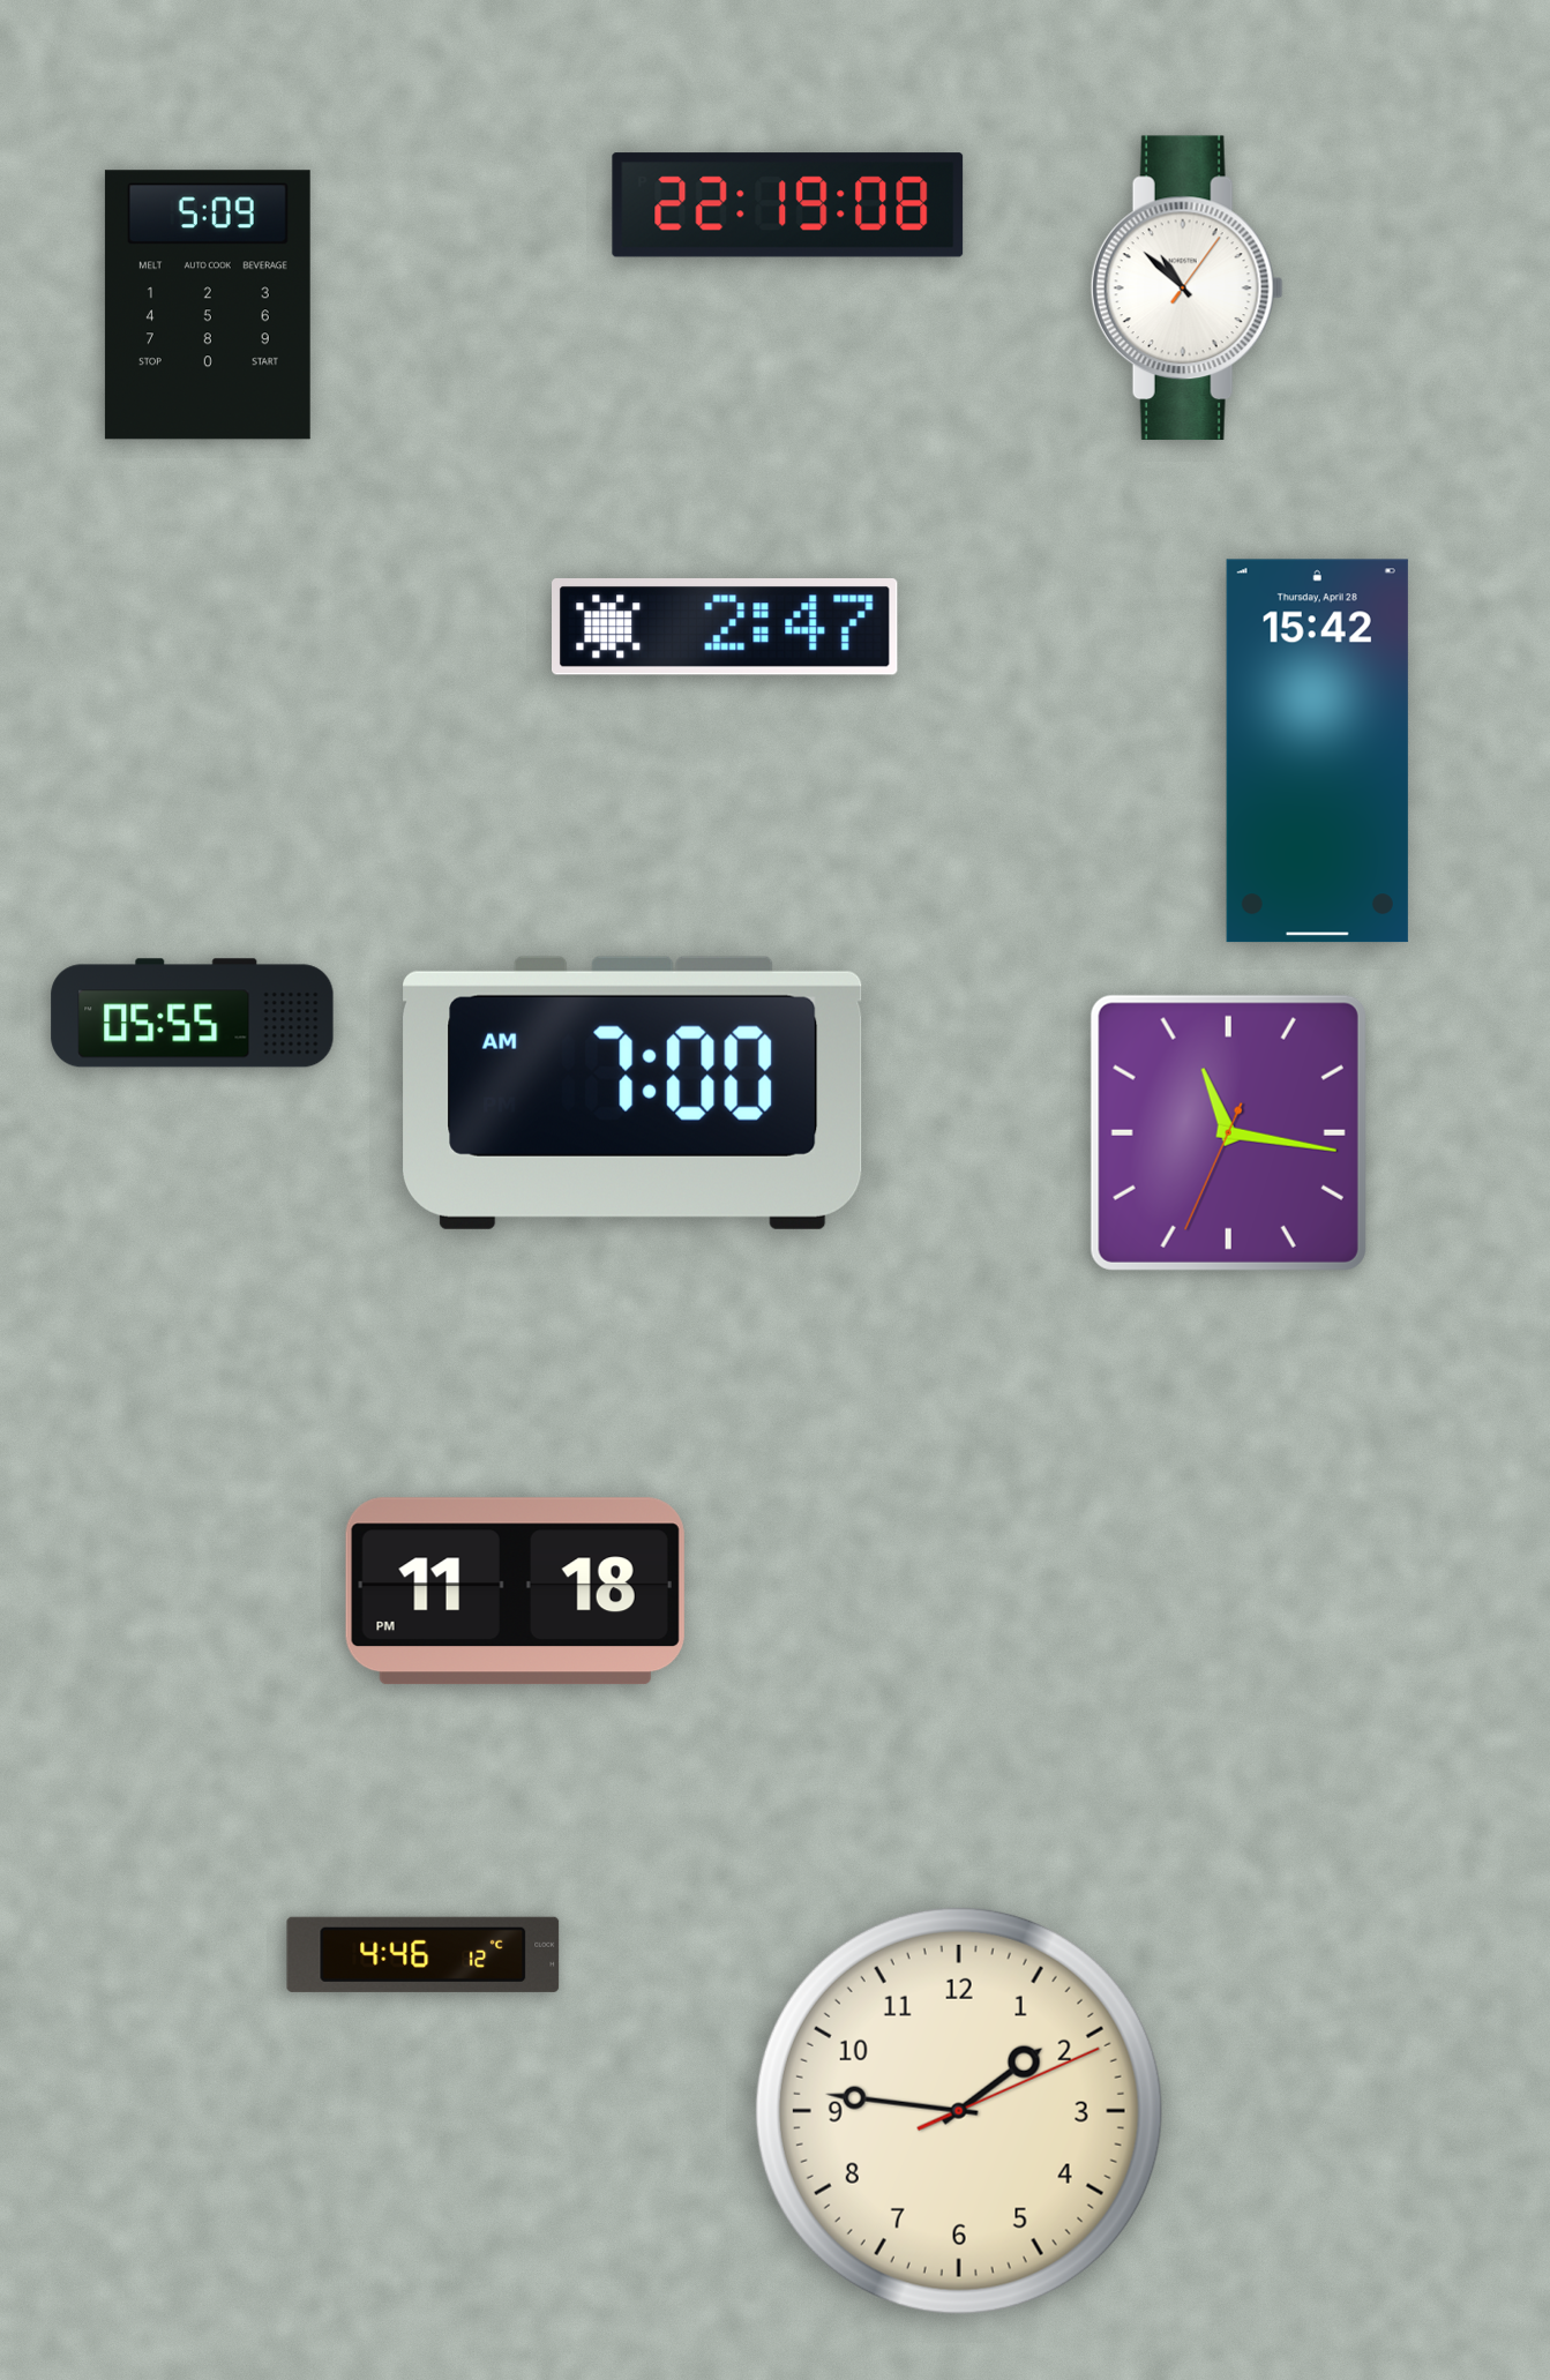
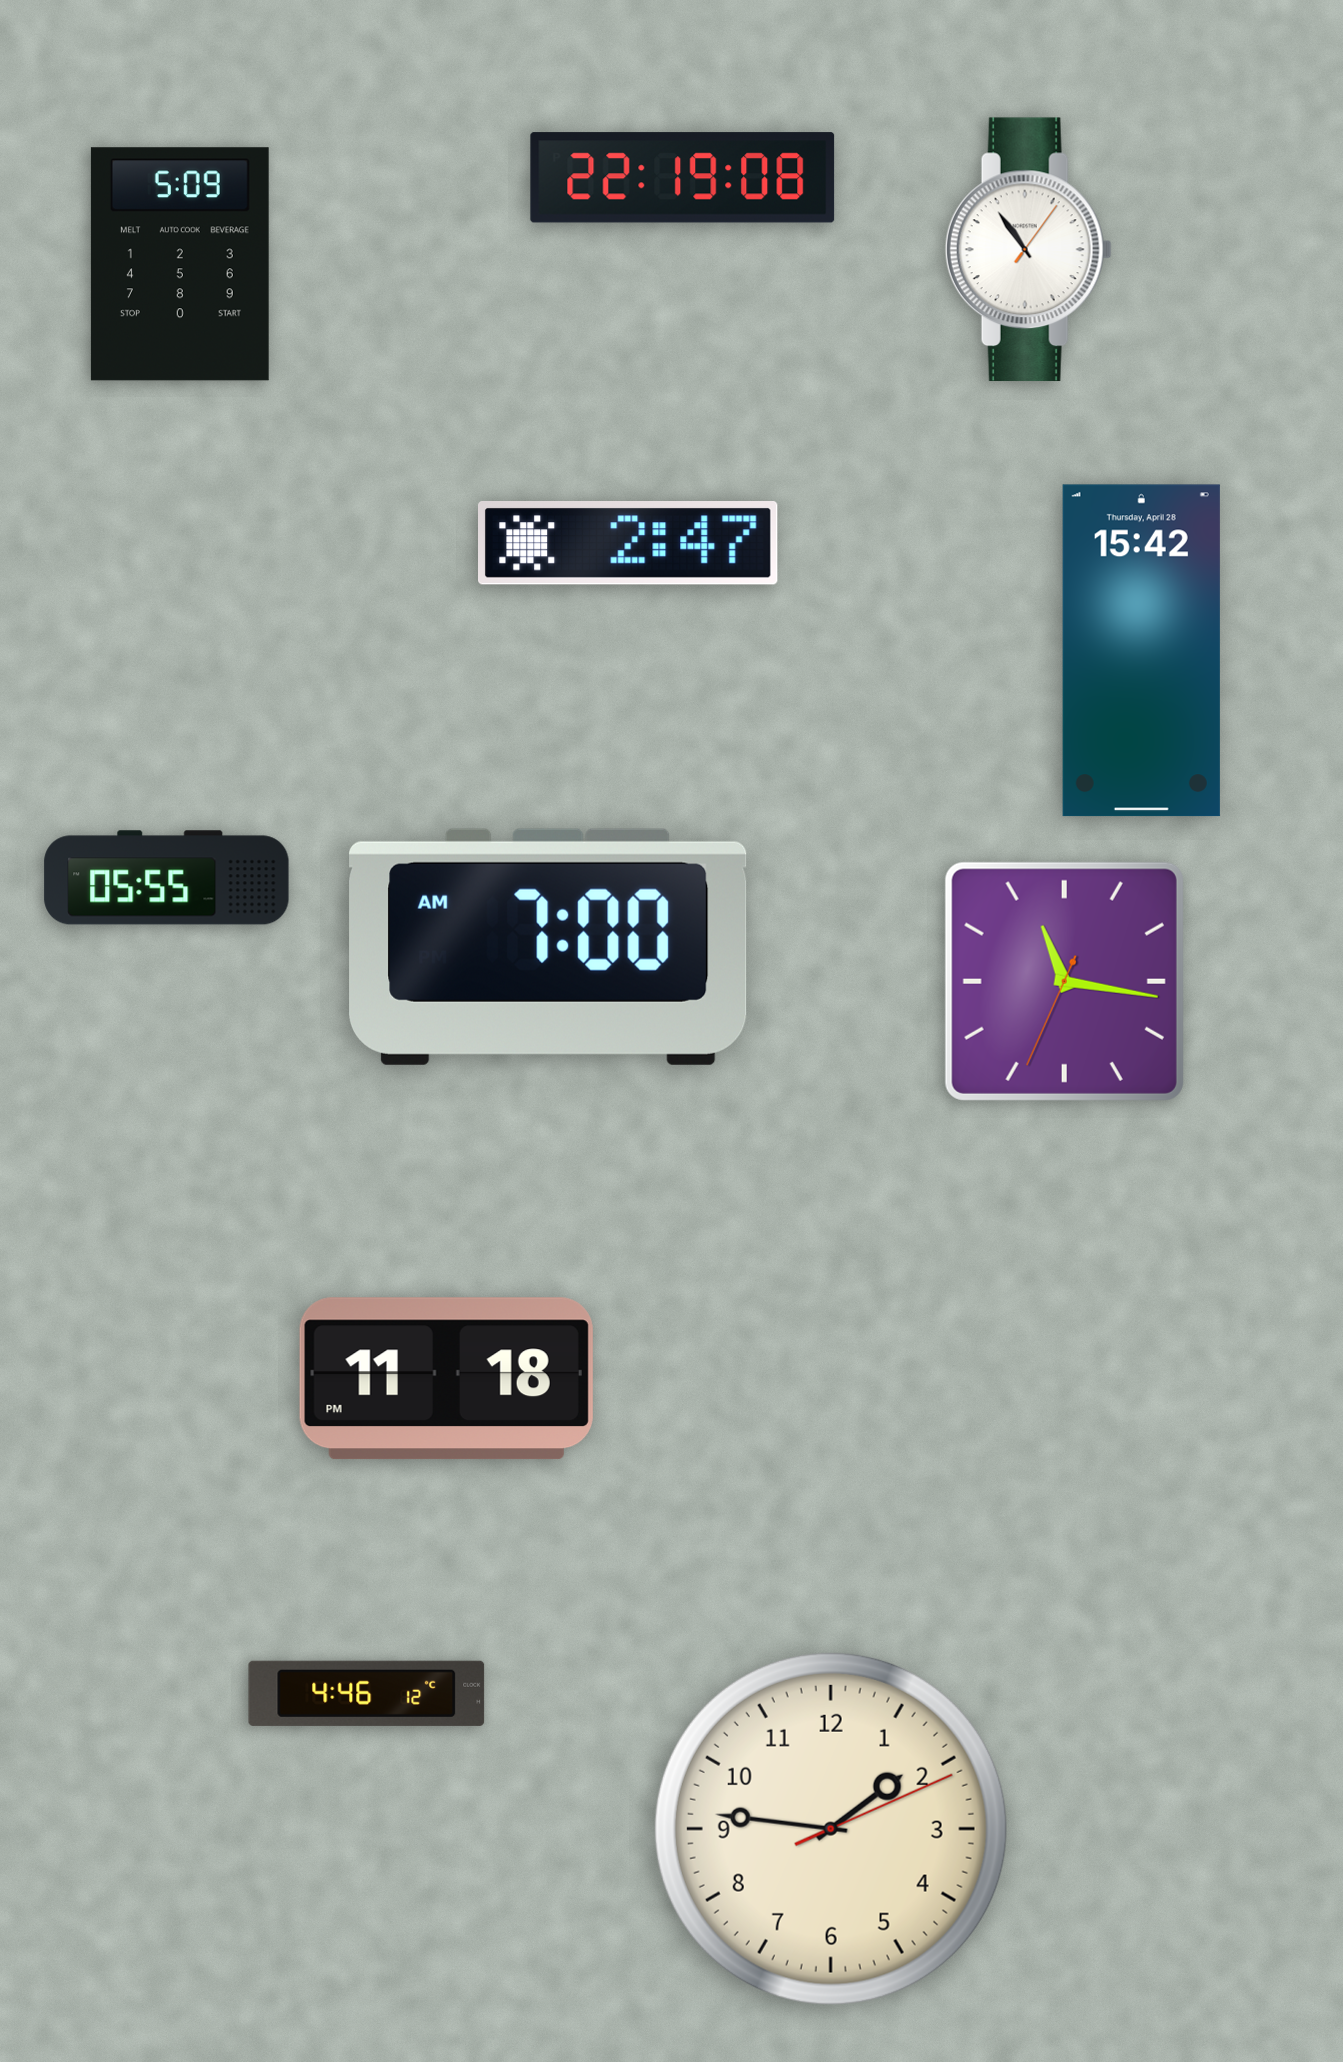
clock at (1186, 289): 10:52 -> 10:54
